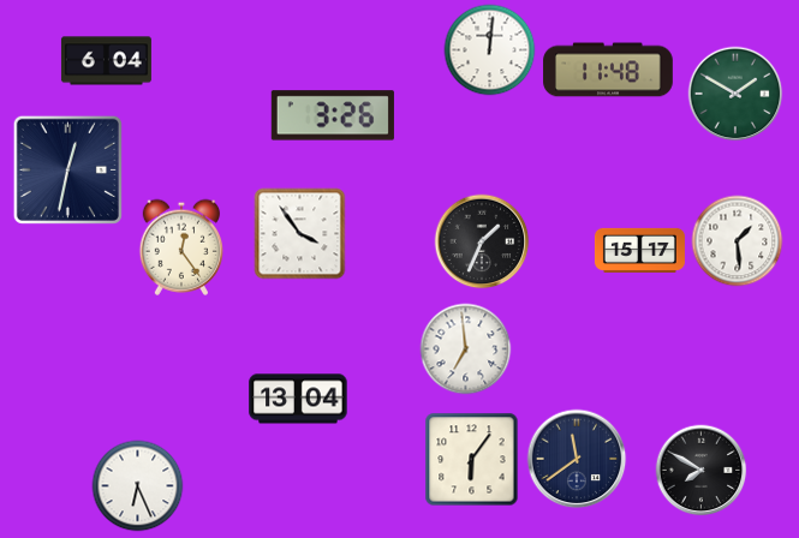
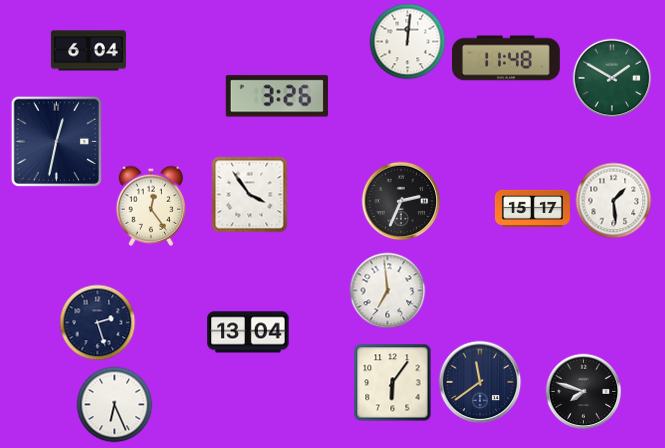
clock at (482, 241): 1:34 -> 2:34
clock at (98, 323): none -> 2:27
clock at (702, 471): 7:50 -> 7:48
